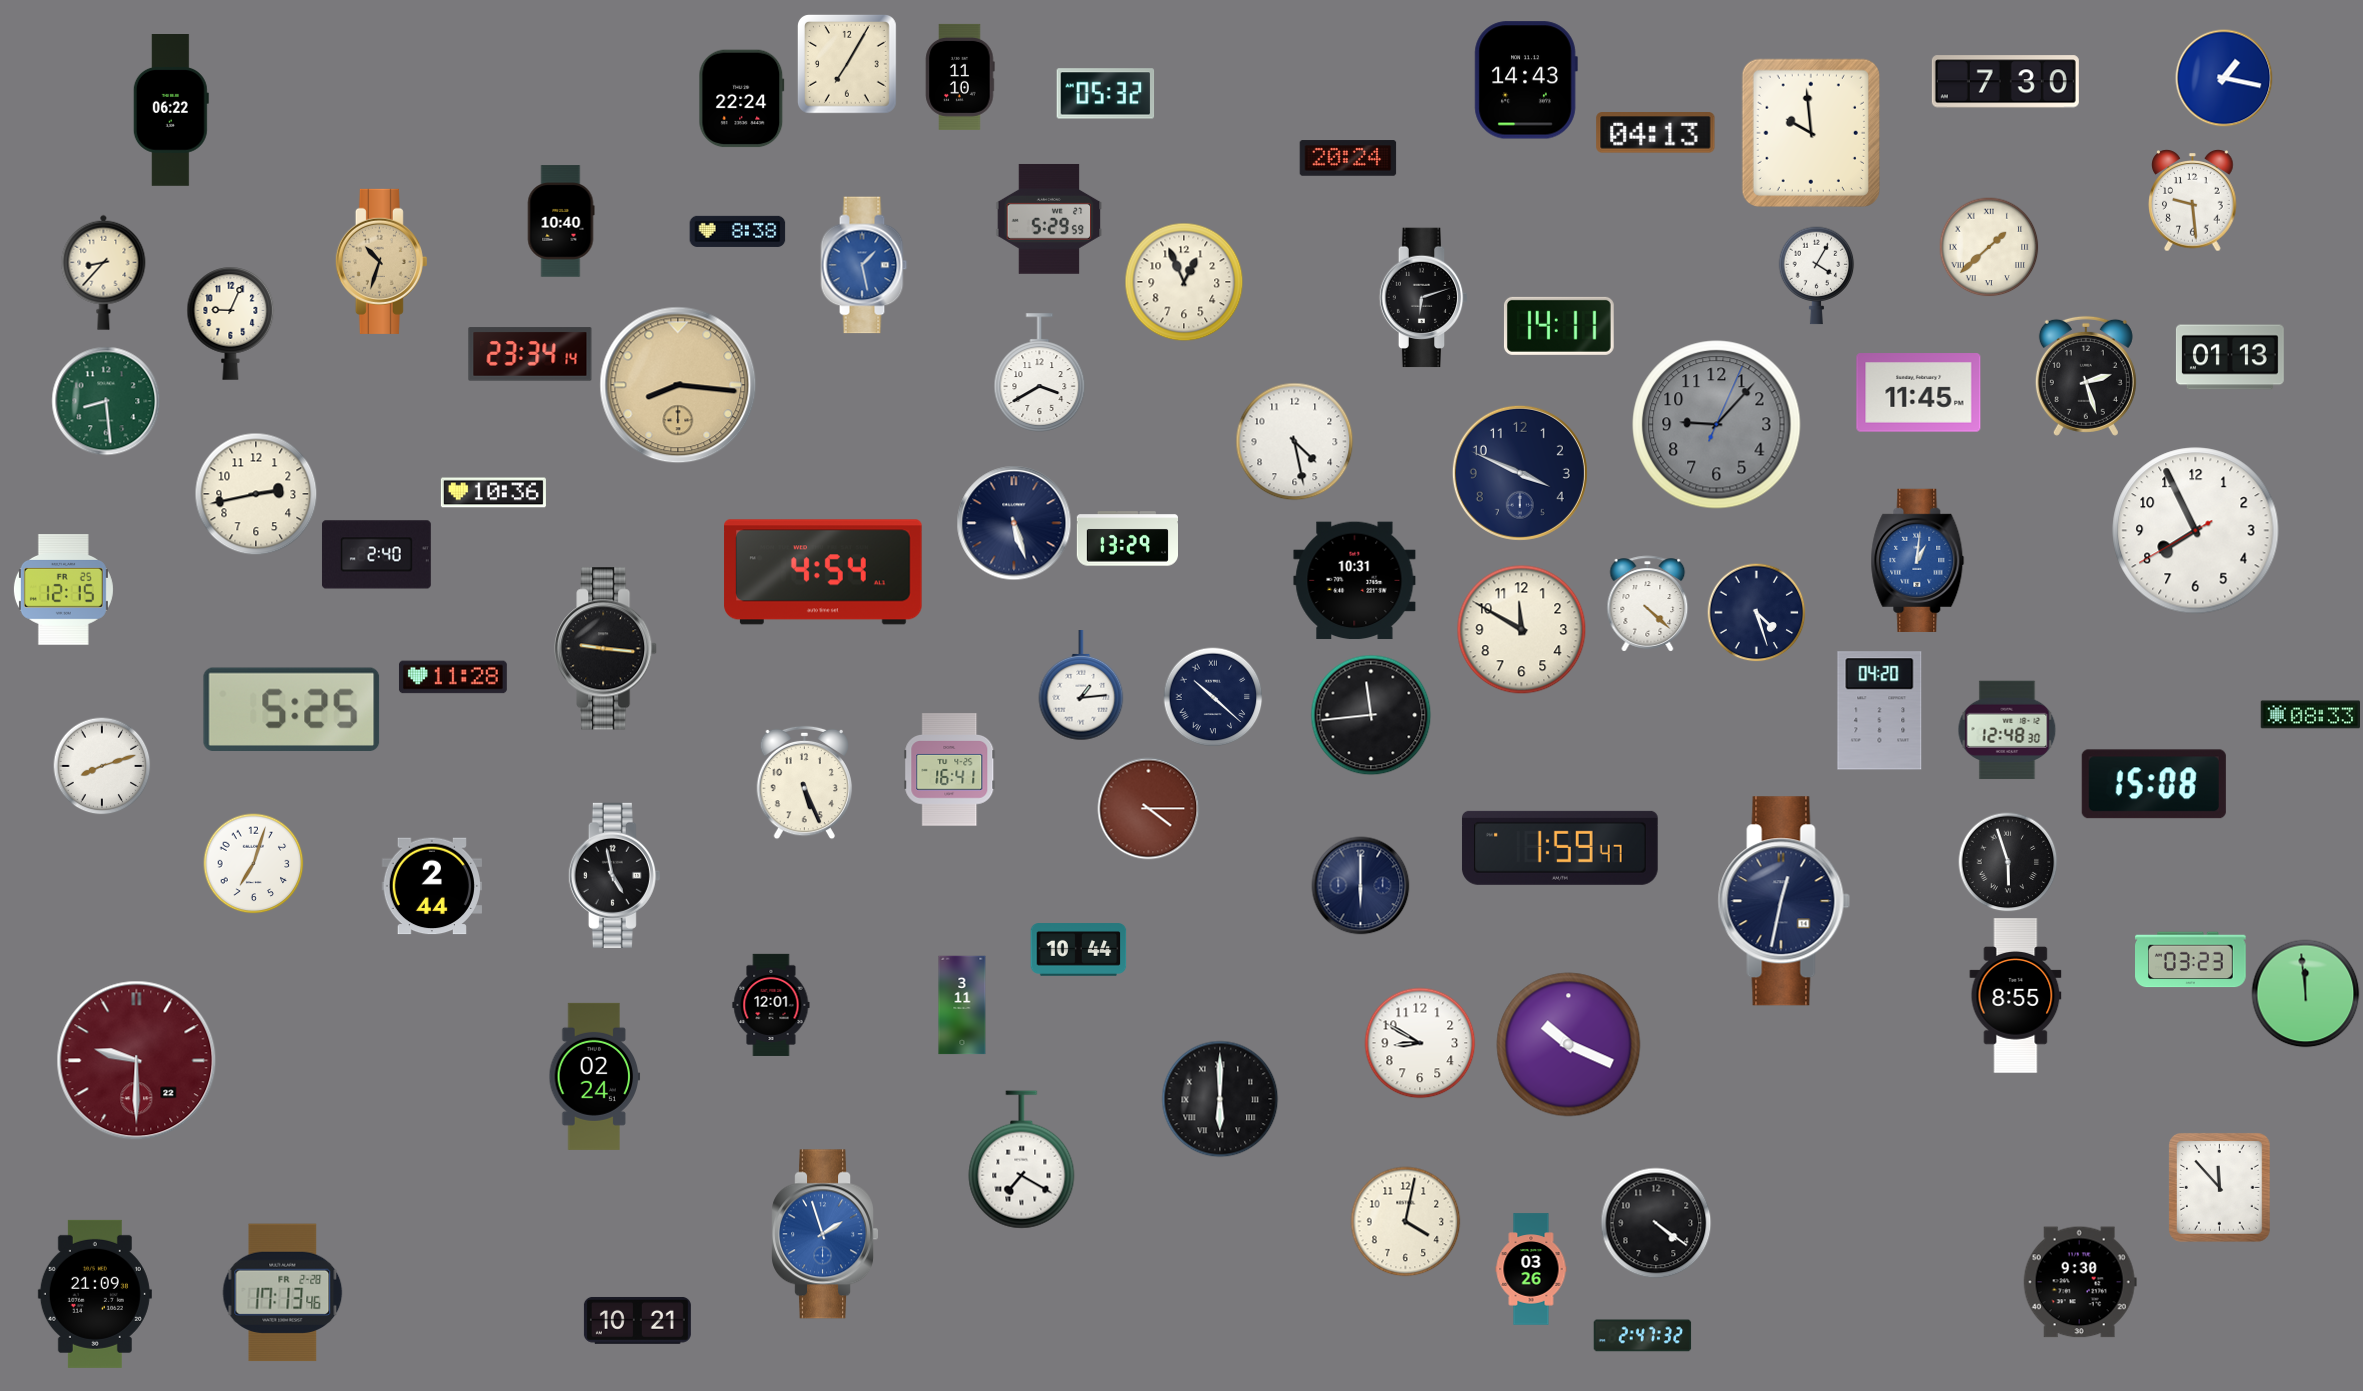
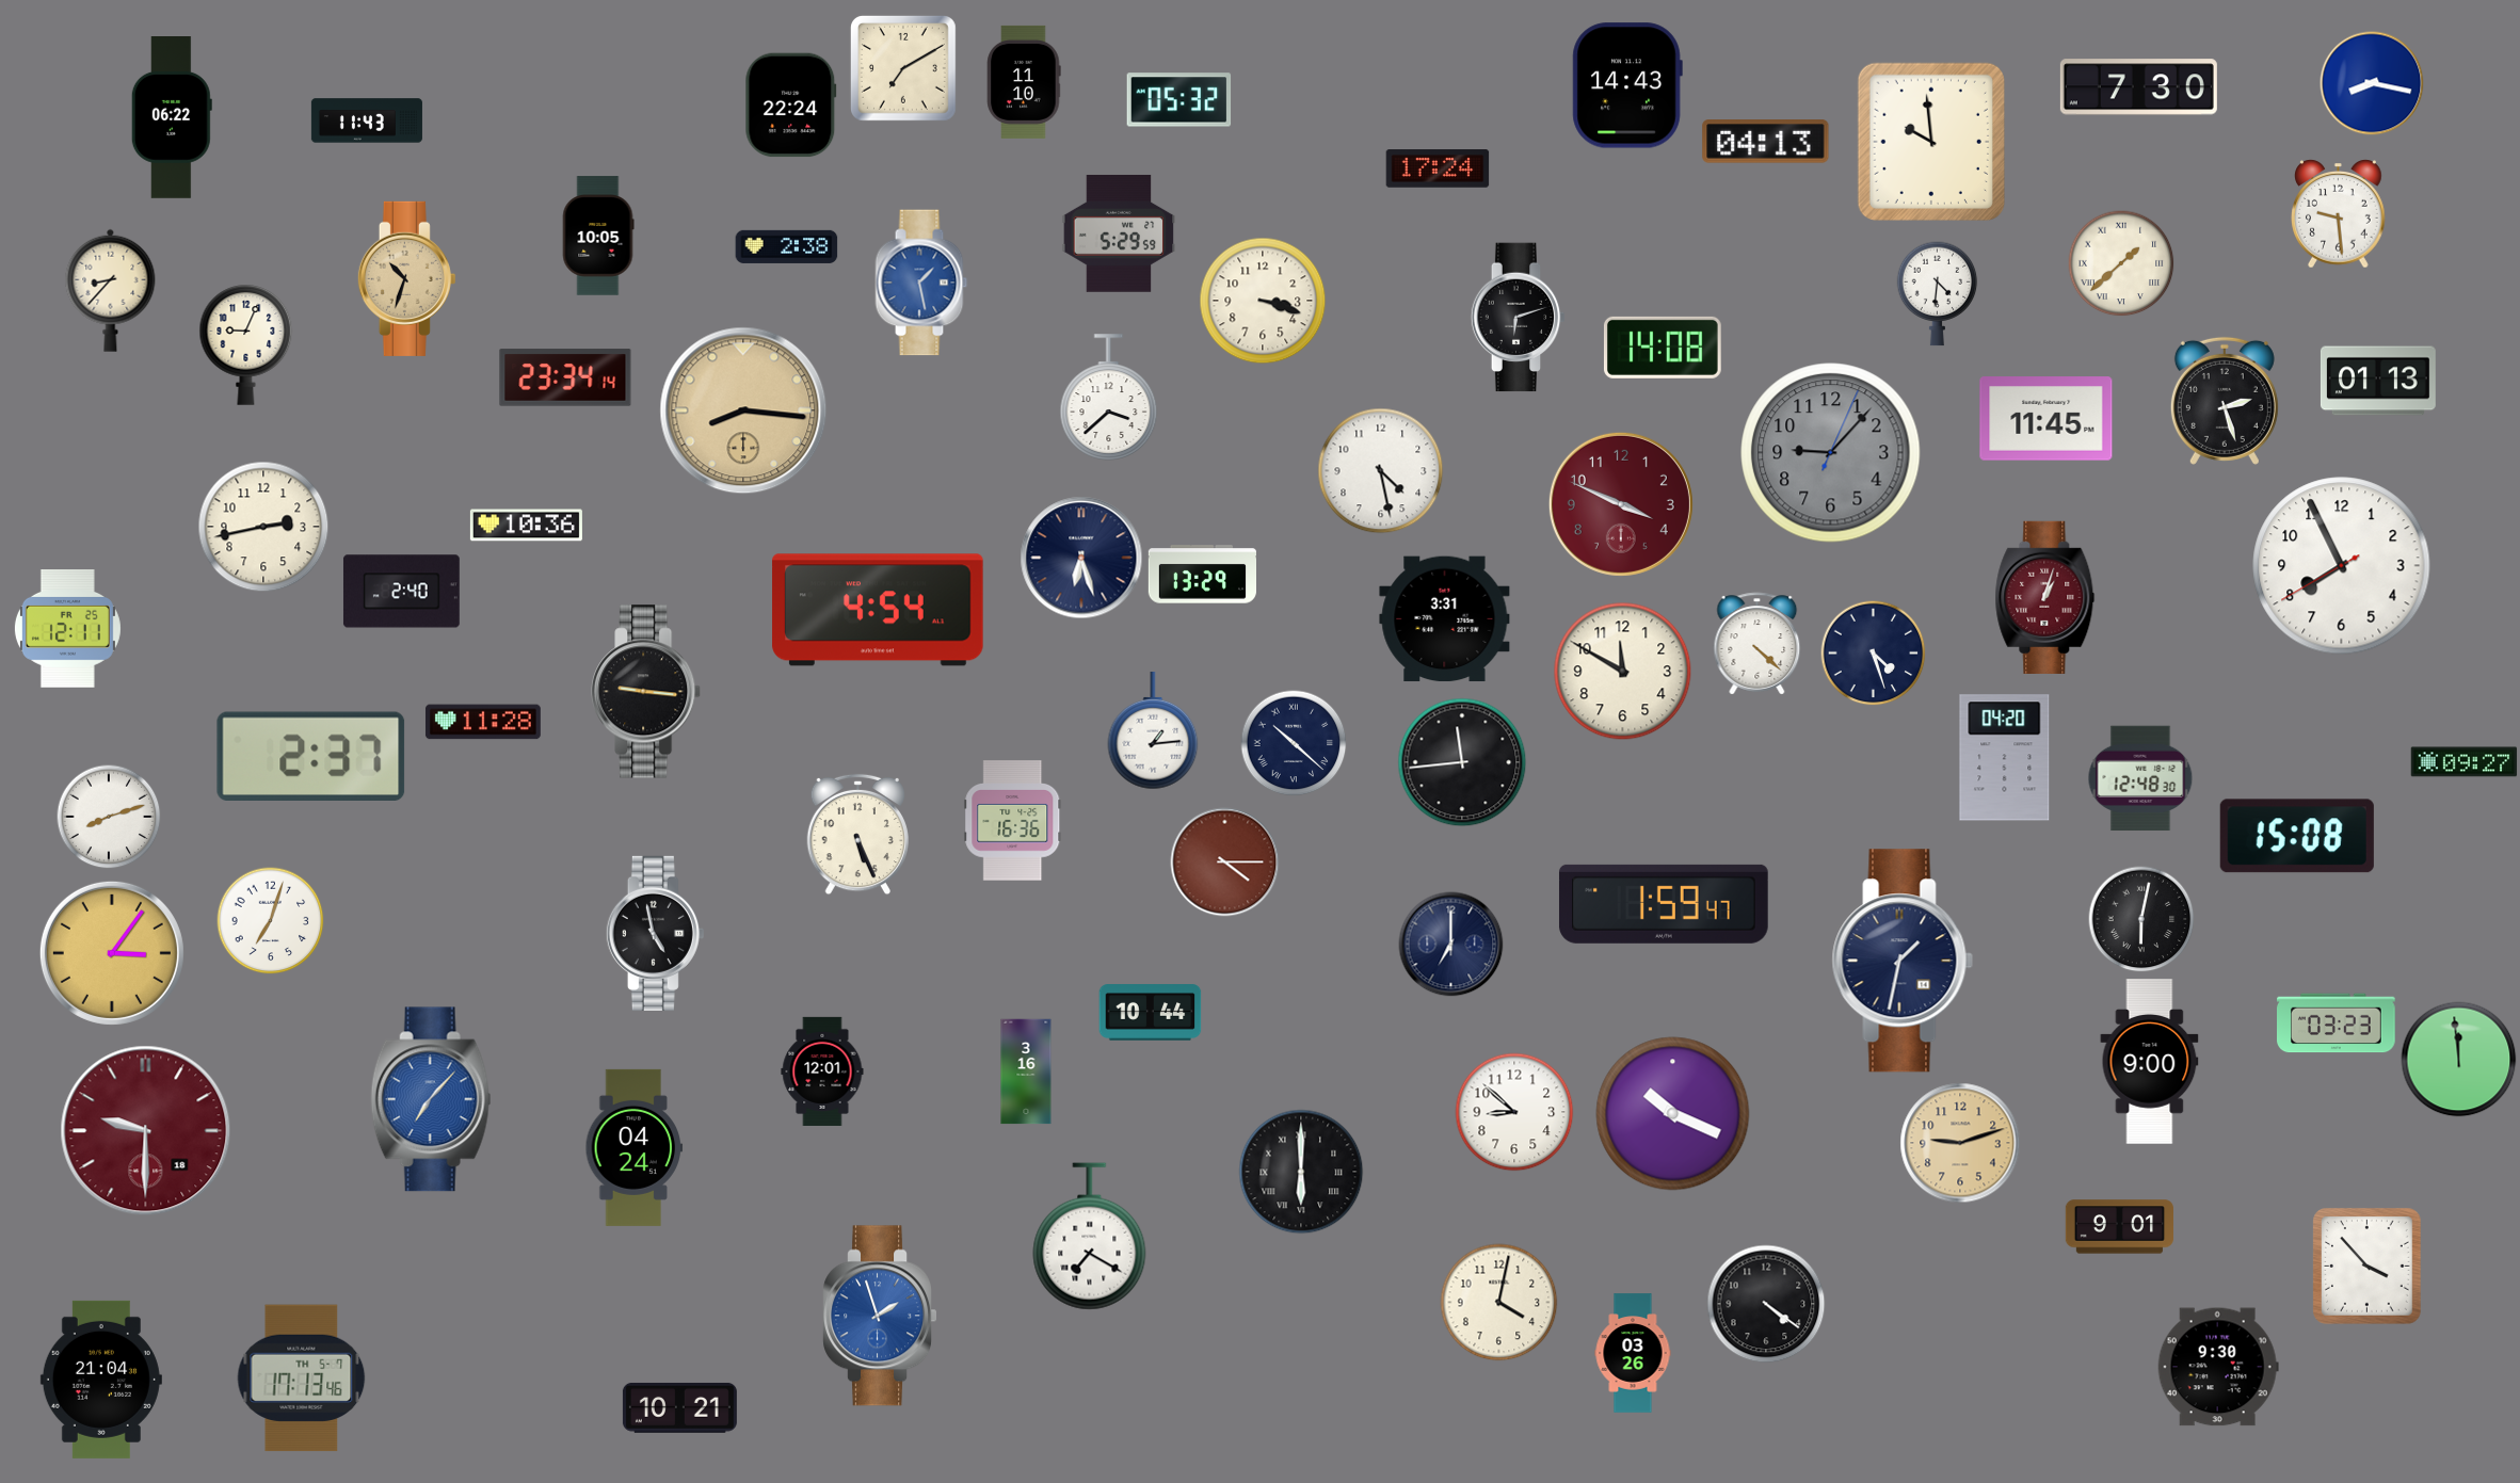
clock at (847, 64): 7:05 -> 7:10
clock at (2224, 78): 1:17 -> 8:17
clock at (171, 111) position: (171, 111) -> (172, 118)
clock at (367, 120): none -> 11:43
clock at (1348, 158): 20:24 -> 17:24
clock at (561, 221): 10:40 -> 10:05
clock at (738, 231): 8:38 -> 2:38
clock at (1817, 276): 4:05 -> 4:31
clock at (1184, 282): 12:56 -> 3:18
clock at (1559, 326): 14:11 -> 14:08
clock at (1040, 373): 3:40 -> 3:38
clock at (678, 385) position: (678, 385) -> (743, 410)
clock at (106, 401): 8:29 -> none
clock at (1520, 473) dial: navy -> burgundy
clock at (256, 494) position: (256, 494) -> (263, 527)
clock at (1014, 523): 5:27 -> 6:27
clock at (1918, 560): 1:01 -> 1:03
clock at (1918, 560) dial: blue -> burgundy
clock at (1355, 581): 10:31 -> 3:31
clock at (63, 590): 12:15 -> 12:11
clock at (292, 709): 5:25 -> 2:37
clock at (2311, 715): 08:33 -> 09:27
clock at (950, 770): 16:41 -> 16:36
clock at (2008, 862): 5:57 -> 6:02
clock at (431, 886): 2:44 -> none
clock at (1361, 886): 6:00 -> 7:00
clock at (112, 953): none -> 3:06
clock at (1784, 901): 12:32 -> 1:32
clock at (2016, 996): 8:55 -> 9:00
clock at (962, 1005): 3:11 -> 3:16
clock at (431, 1099): none -> 7:07
clock at (1420, 1043): 8:50 -> 8:52
clock at (137, 1061) date: 22 -> 18
clock at (1960, 1143): none -> 9:12
clock at (595, 1076): 02:24 -> 04:24
clock at (2119, 1227): none -> 9:01
clock at (2220, 1188): 11:53 -> 3:53
clock at (283, 1293) date: FR 2-28 -> TH 5-7
clock at (95, 1294): 21:09 -> 21:04
clock at (1643, 1336): 2:47 -> none
